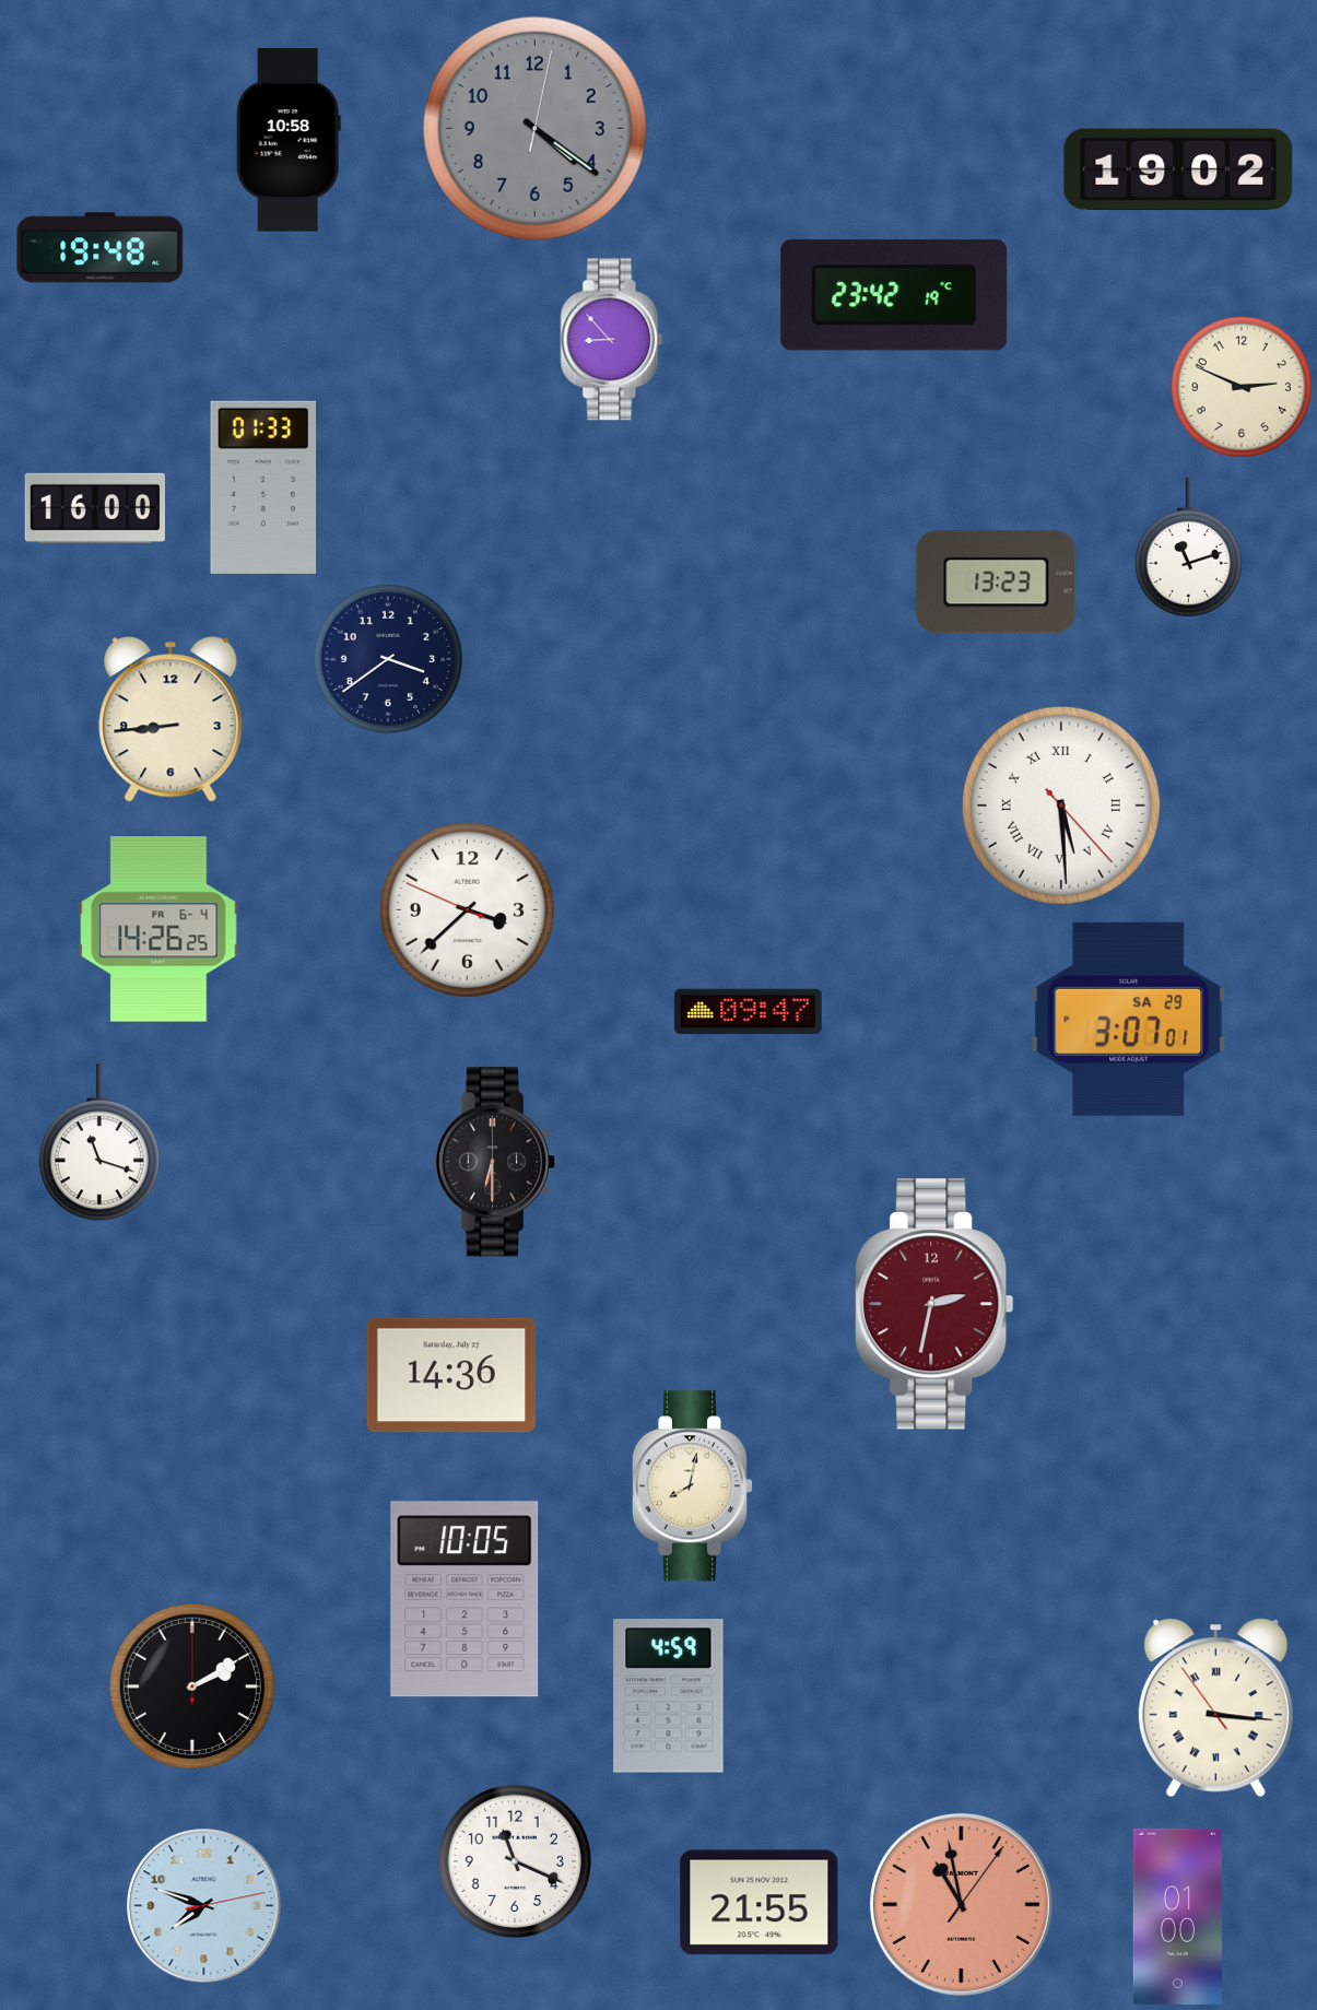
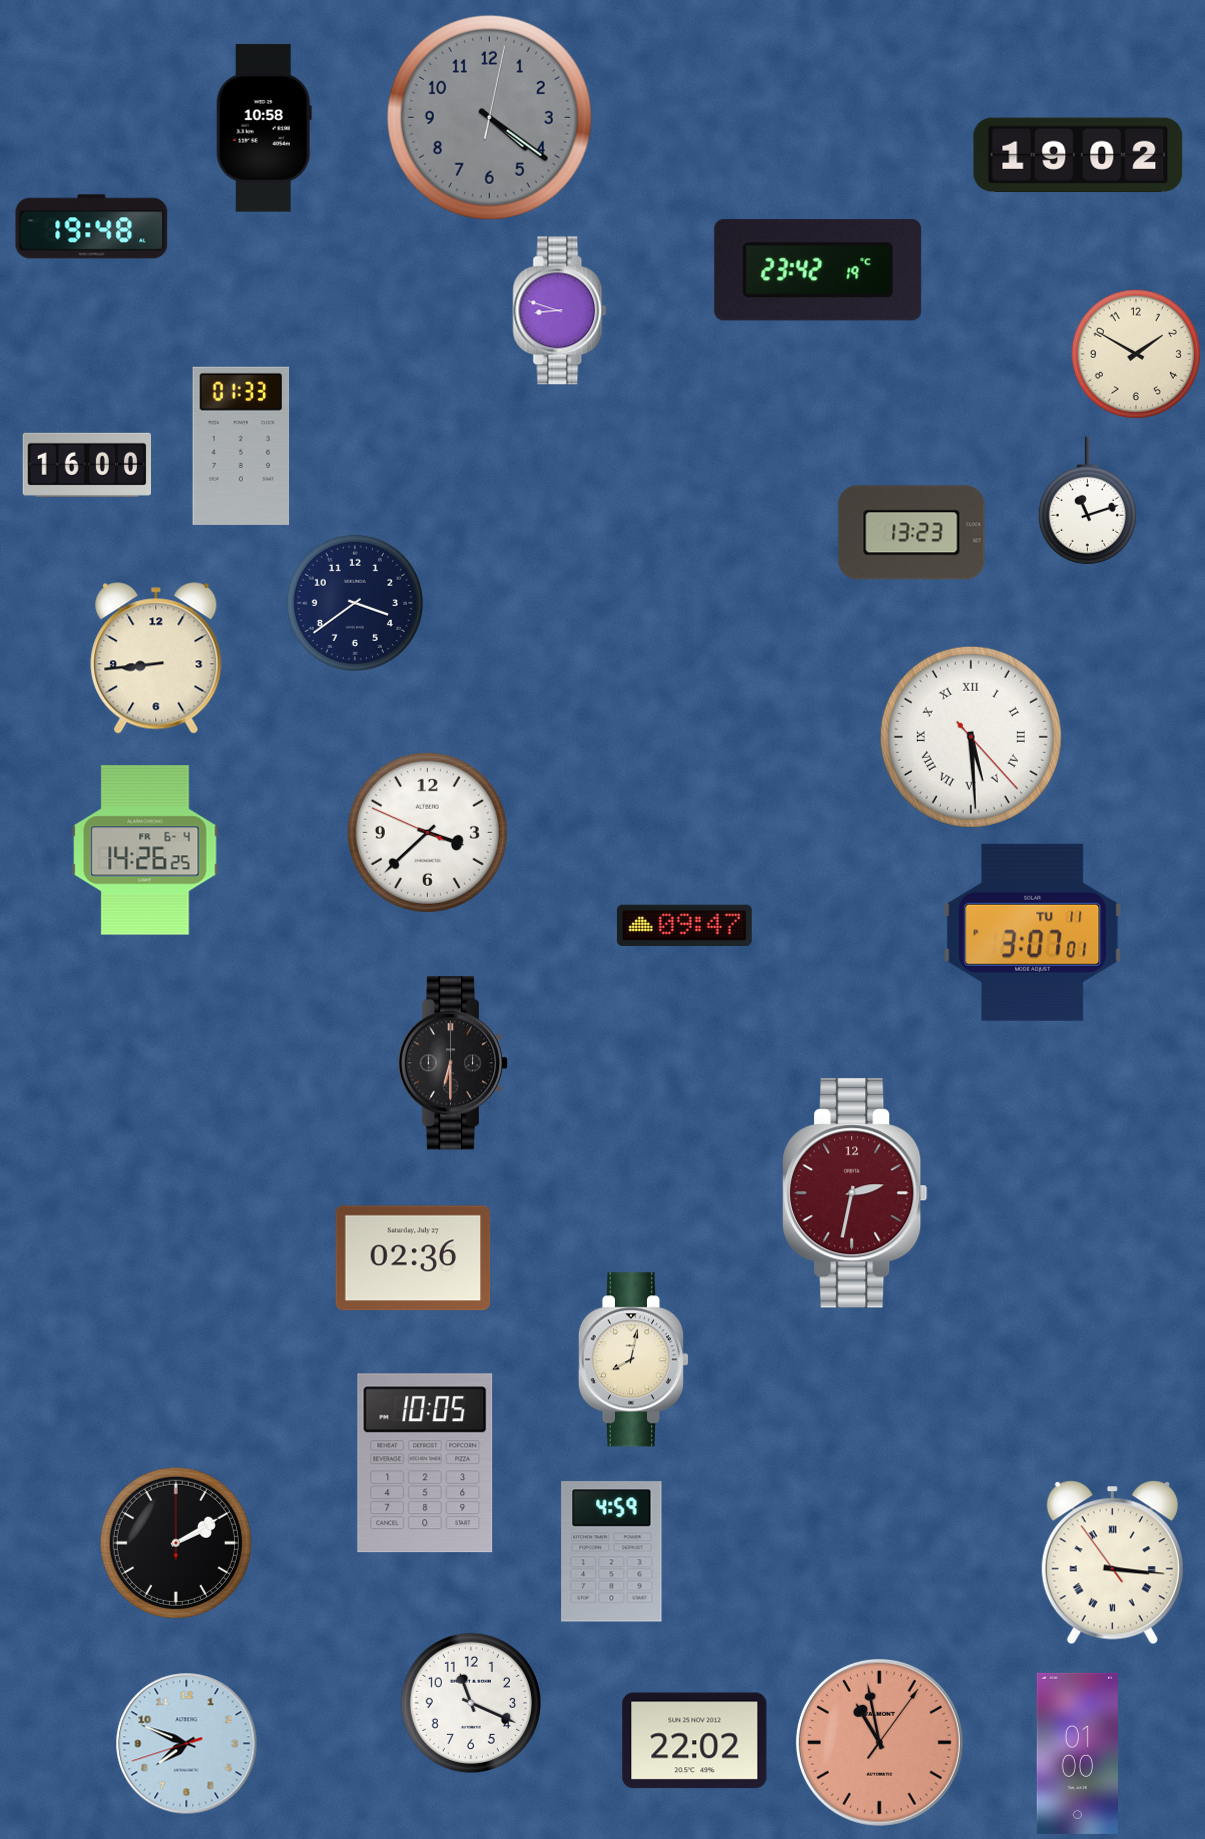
clock at (612, 340): 8:53 -> 8:48
clock at (1240, 386): 2:49 -> 1:50
clock at (1129, 1019) date: SA 29 -> TU 11
clock at (99, 1143): 11:18 -> none
clock at (451, 1375): 14:36 -> 02:36
clock at (760, 1903): 21:55 -> 22:02
clock at (204, 1906): 7:48:13 -> 7:48:42
